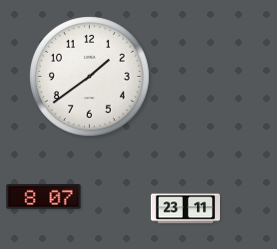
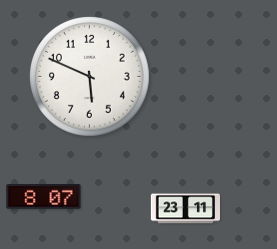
clock at (90, 77): 1:39 -> 5:49
